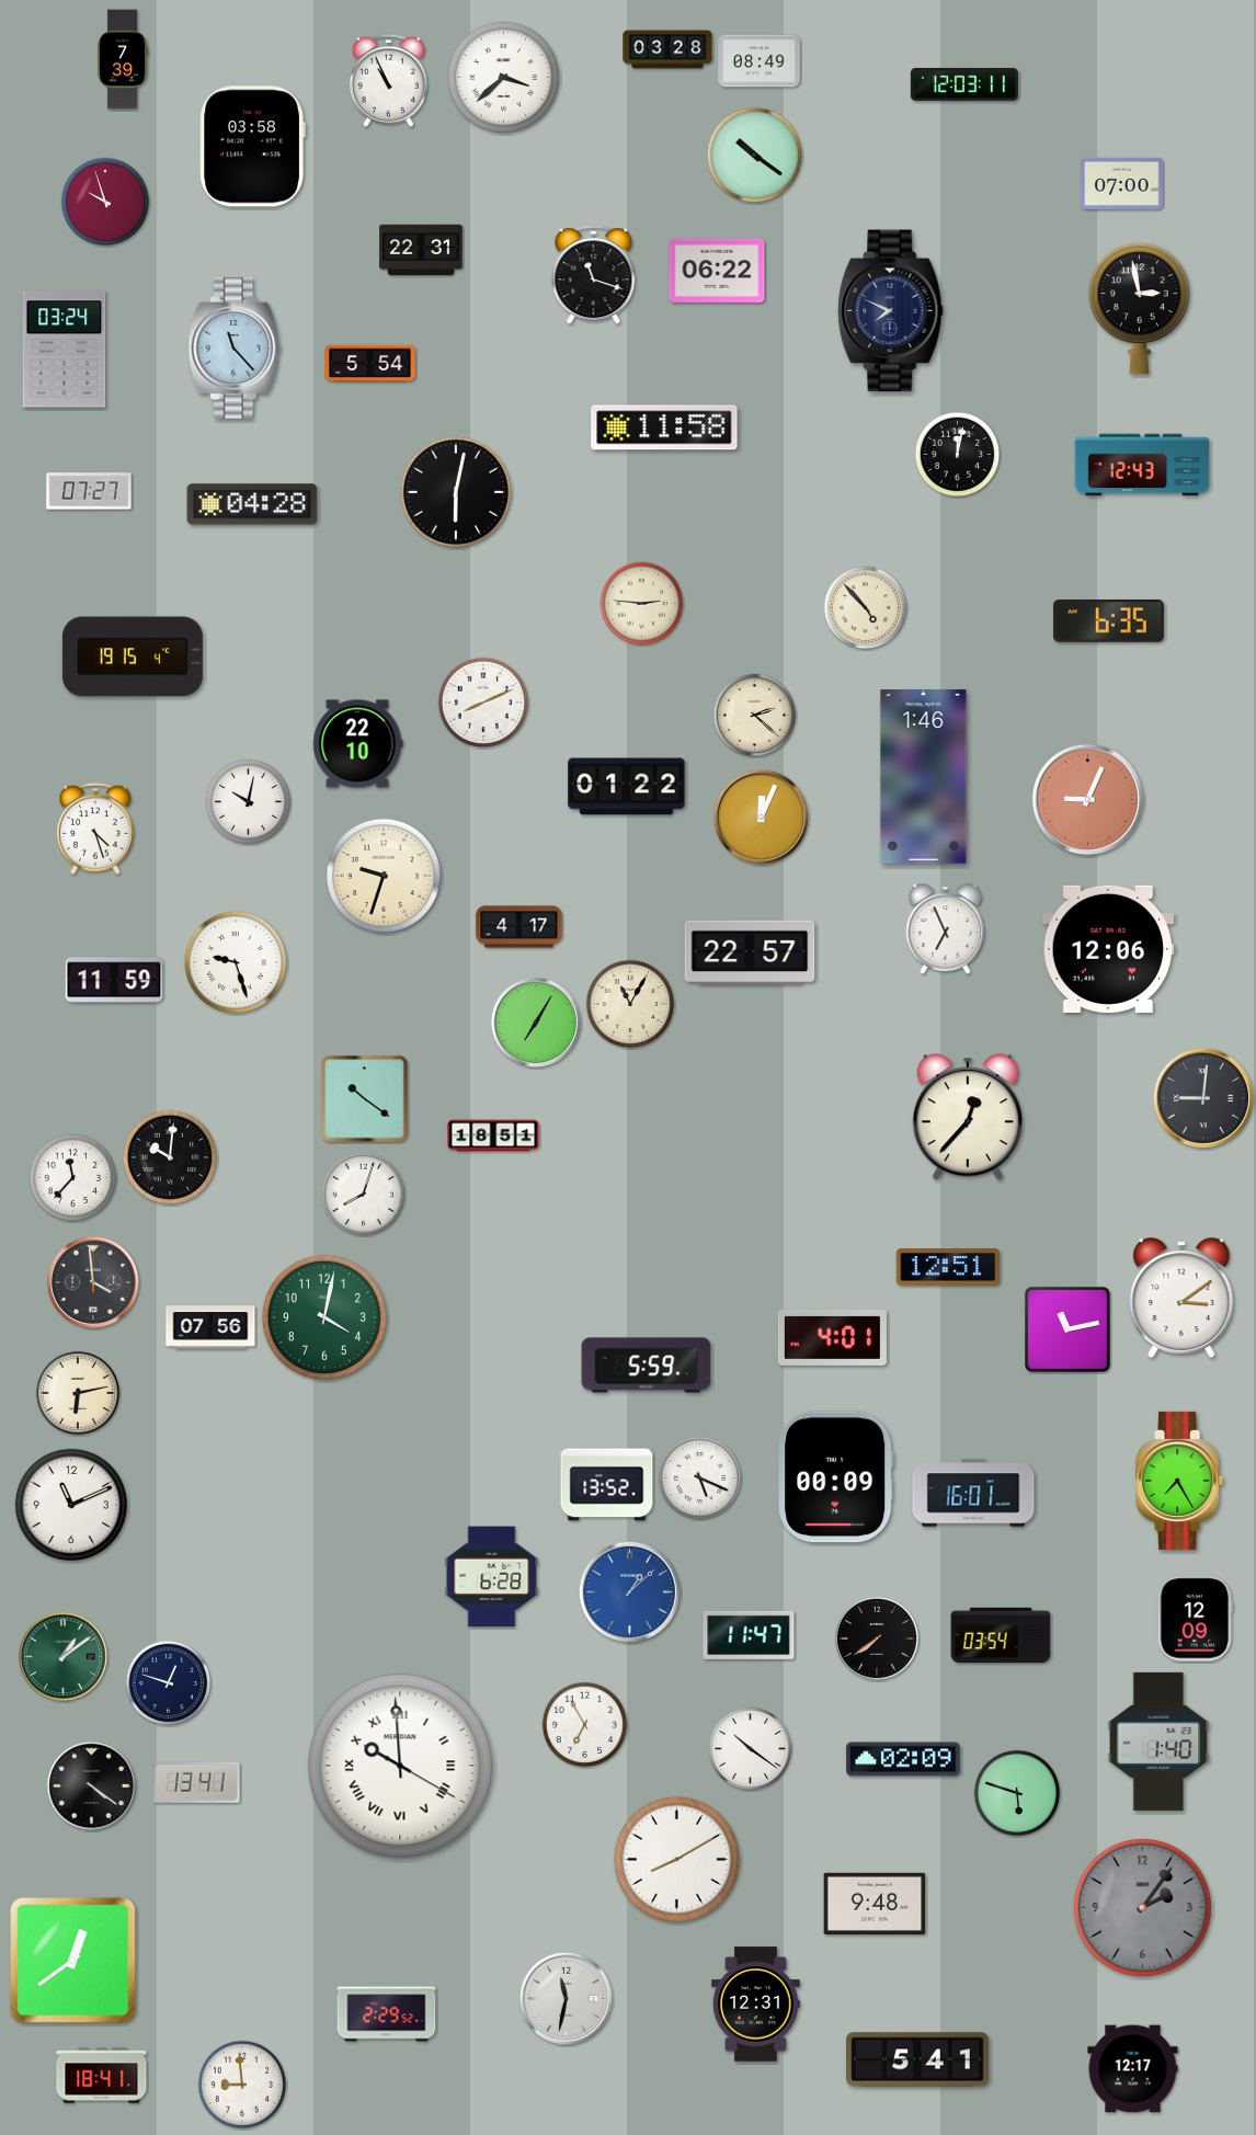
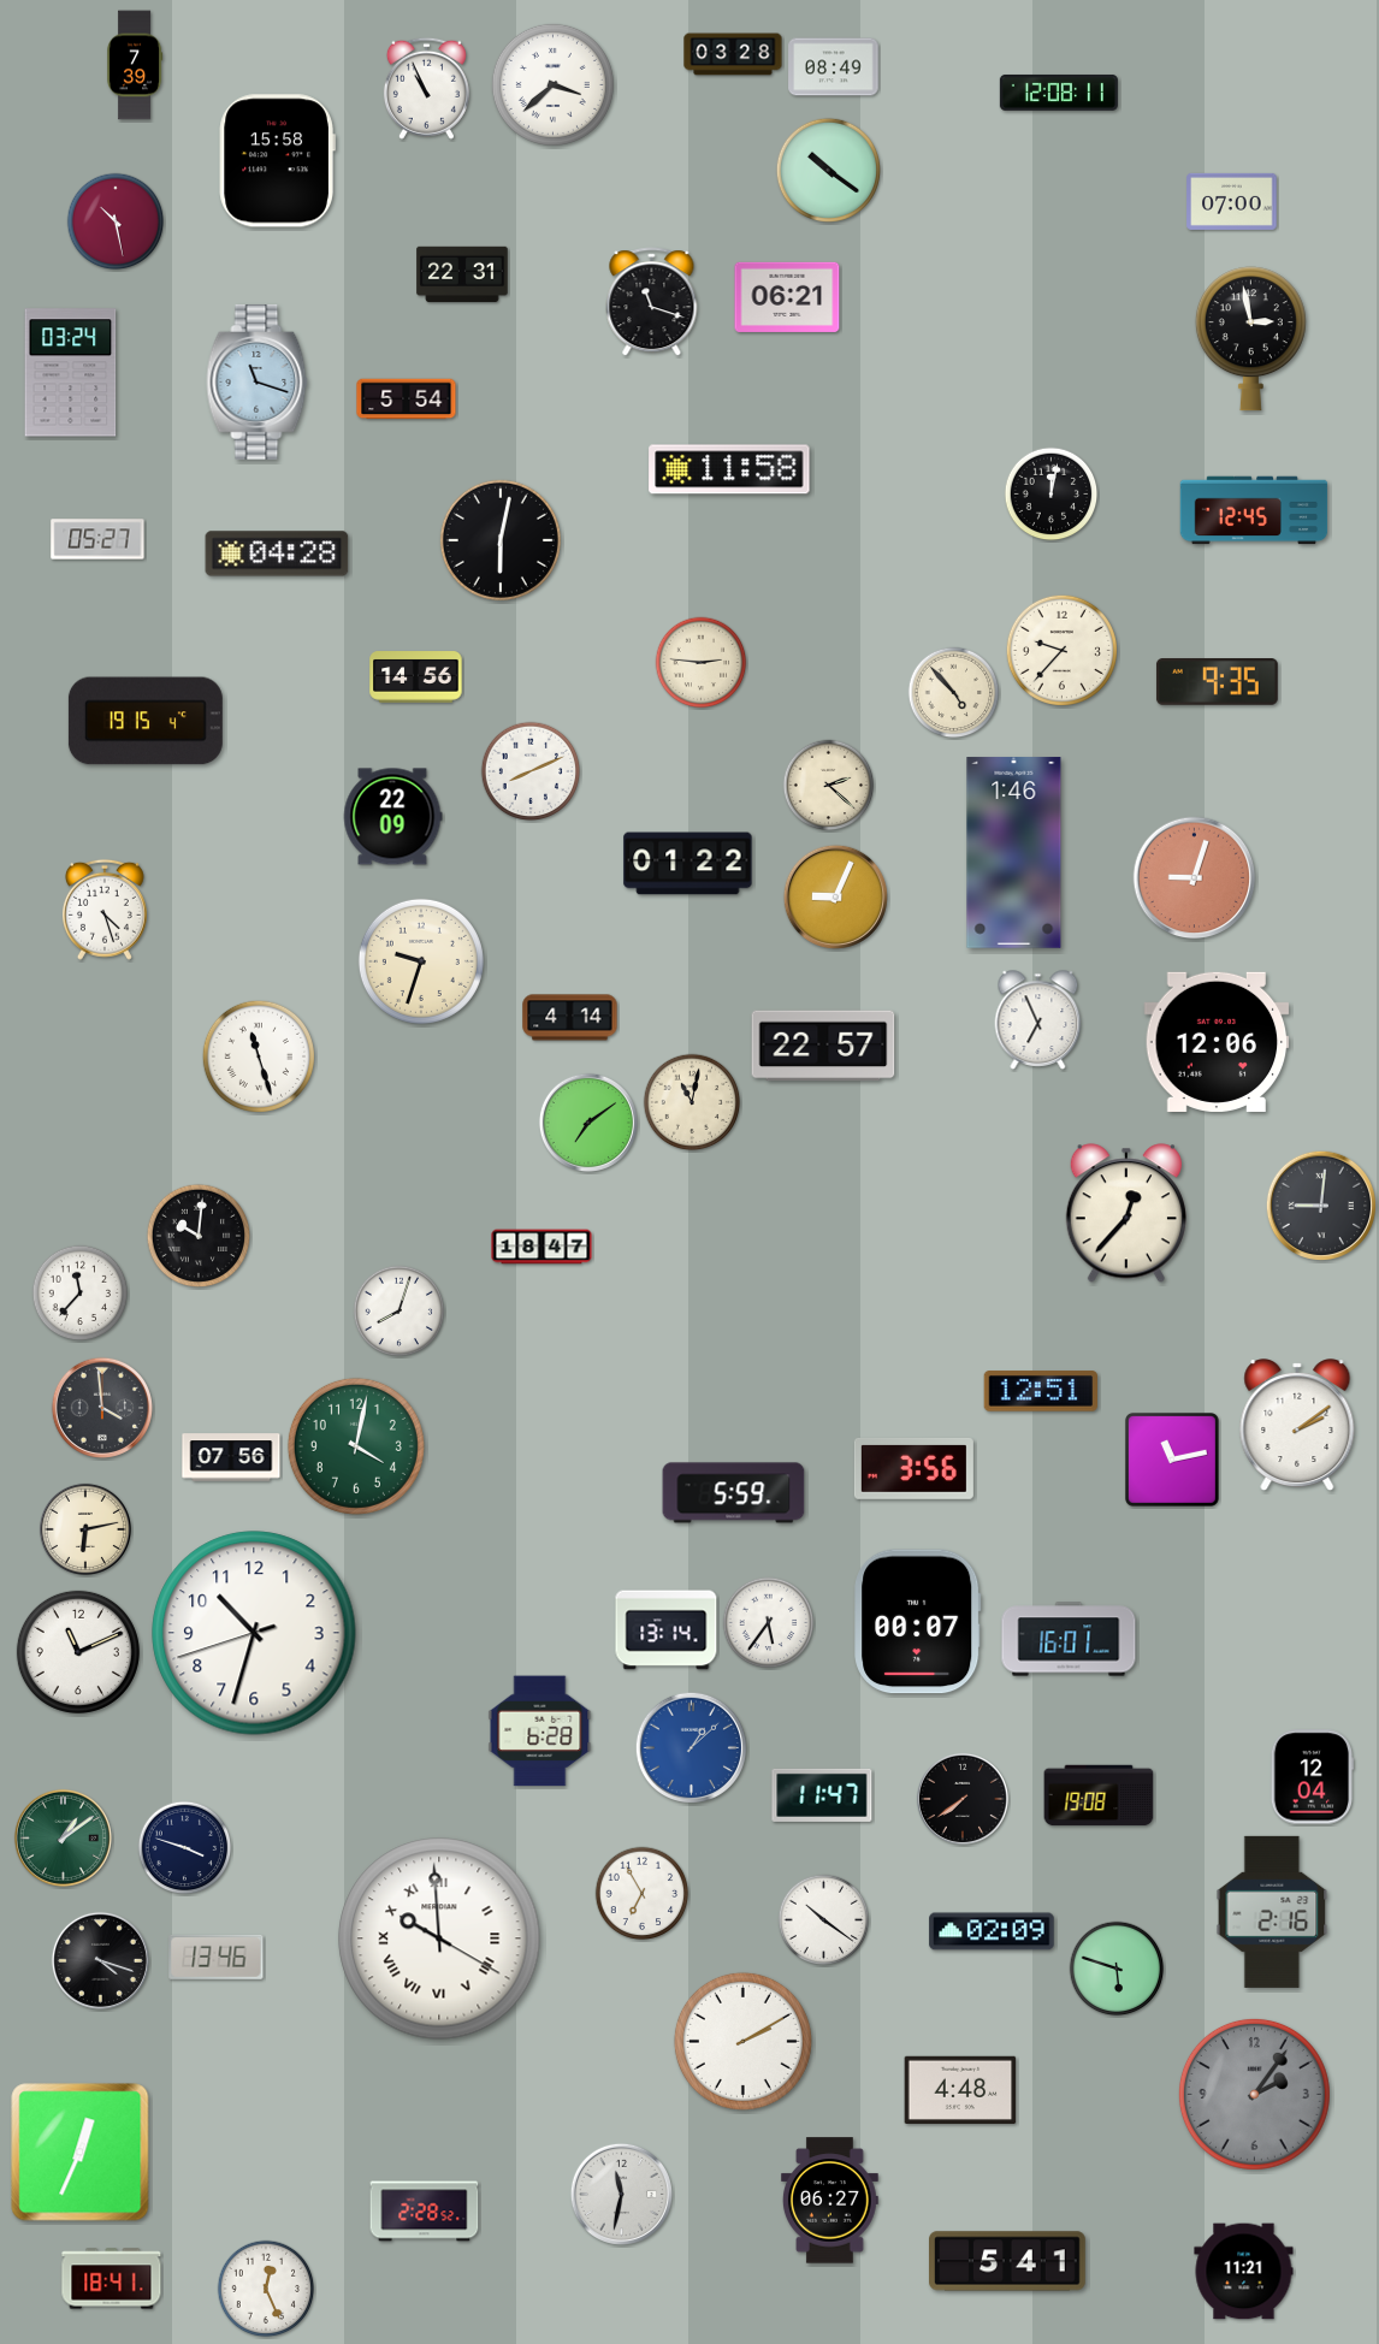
clock at (964, 84): 12:03 -> 12:08
clock at (252, 147): 03:58 -> 15:58
clock at (105, 202): 9:57 -> 10:28
clock at (717, 271): 06:22 -> 06:21
clock at (891, 311): 7:49 -> none
clock at (235, 347): 11:23 -> 11:18
clock at (65, 350) position: (65, 350) -> (71, 373)
clock at (958, 455) position: (958, 455) -> (1052, 495)
clock at (1142, 465): 12:43 -> 12:45
clock at (89, 491): 07:27 -> 05:27
clock at (1061, 650): none -> 9:37
clock at (642, 604) position: (642, 604) -> (702, 663)
clock at (866, 608) position: (866, 608) -> (954, 693)
clock at (416, 677): none -> 14:56
clock at (1108, 621): 6:35 -> 9:35
clock at (357, 744): 22:10 -> 22:09
clock at (1088, 800): 9:04 -> 9:03
clock at (249, 802): 10:02 -> none
clock at (761, 817): 12:04 -> 9:04
clock at (519, 927): 4:17 -> 4:14
clock at (235, 961): 9:27 -> 11:27
clock at (114, 980): 11:59 -> none
clock at (630, 1004): 11:05 -> 11:02
clock at (536, 1023): 7:05 -> 7:09
clock at (365, 1099): 10:21 -> none
clock at (968, 1117) position: (968, 1117) -> (1126, 1213)
clock at (493, 1135): 18:51 -> 18:47
clock at (170, 1157) position: (170, 1157) -> (199, 1236)
clock at (1181, 1299): 3:09 -> 2:09
clock at (832, 1337): 4:01 -> 3:56
clock at (647, 1366) position: (647, 1366) -> (734, 1493)
clock at (836, 1477): 00:09 -> 00:07
clock at (700, 1478): 5:19 -> 5:36
clock at (1180, 1481): 7:25 -> none
clock at (607, 1485): 13:52 -> 13:14
clock at (254, 1633): none -> 10:32
clock at (1195, 1619): 12:09 -> 12:04
clock at (1001, 1635): 03:54 -> 19:08
clock at (62, 1656) position: (62, 1656) -> (63, 1837)
clock at (169, 1683): 12:48 -> 3:48
clock at (1158, 1742): 1:40 -> 2:16
clock at (197, 1782): 13:41 -> 13:46
clock at (91, 1785): 4:21 -> 4:18
clock at (676, 1859): 8:10 -> 2:10
clock at (875, 1903): 9:48 -> 4:48
clock at (73, 1961): 12:39 -> 12:34
clock at (756, 2005): 12:31 -> 06:27
clock at (387, 2014): 2:29 -> 2:28
clock at (1133, 2069): 12:17 -> 11:21
clock at (242, 2085): 8:59 -> 12:26
